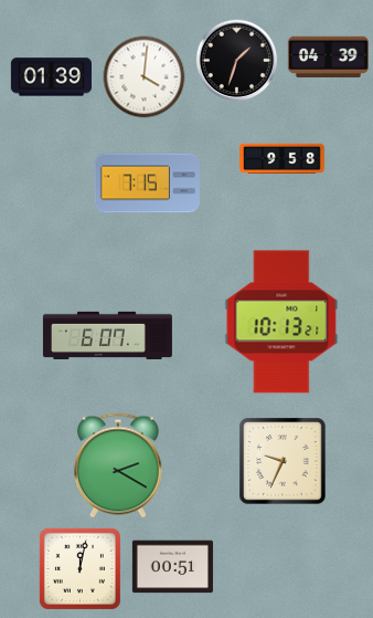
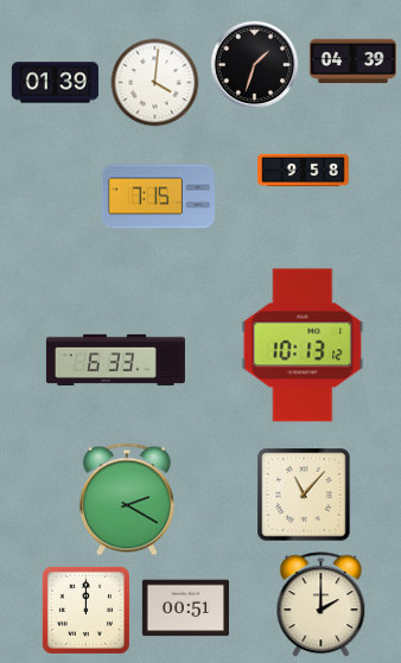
clock at (281, 322): 10:13:21 -> 10:13:12
clock at (107, 335): 6:07 -> 6:33
clock at (283, 461): 9:34 -> 11:07
clock at (322, 605): none -> 2:00
clock at (79, 568): 12:02 -> 12:00
